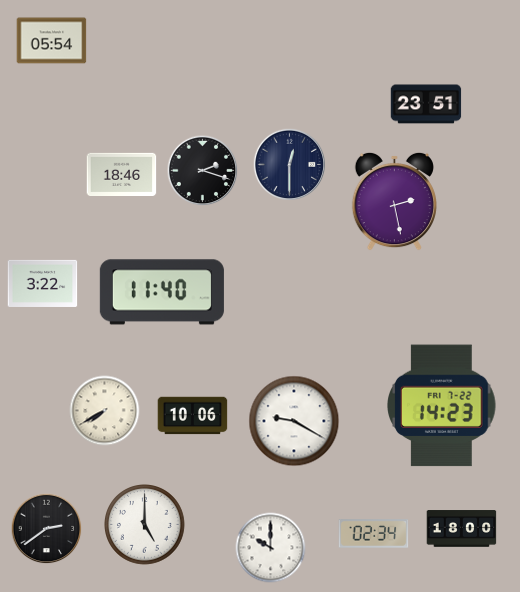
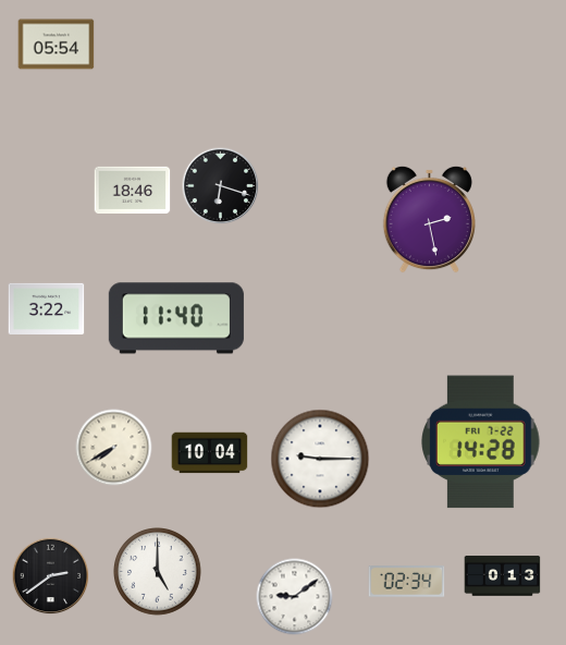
clock at (426, 104): 23:51 -> none
clock at (289, 164): 12:30 -> none
clock at (203, 171): 2:18 -> 6:18
clock at (442, 406): 14:23 -> 14:28
clock at (193, 416): 10:06 -> 10:04
clock at (294, 421): 9:20 -> 9:15
clock at (462, 529): 18:00 -> 0:13
clock at (271, 548): 10:00 -> 9:09
